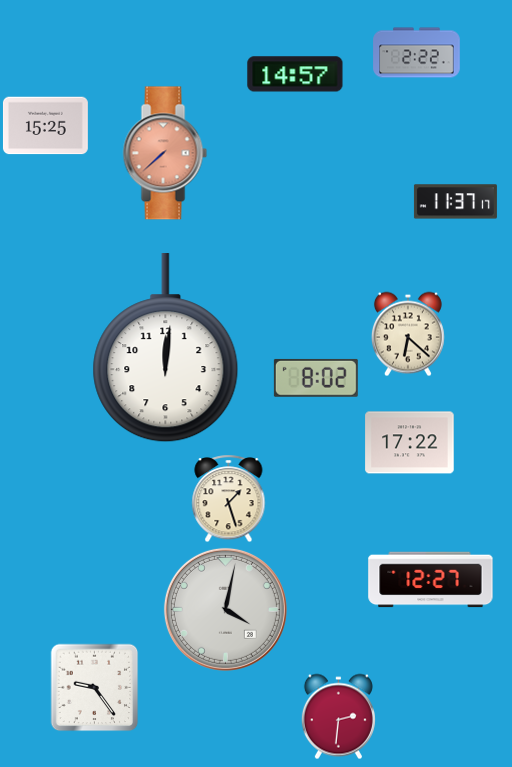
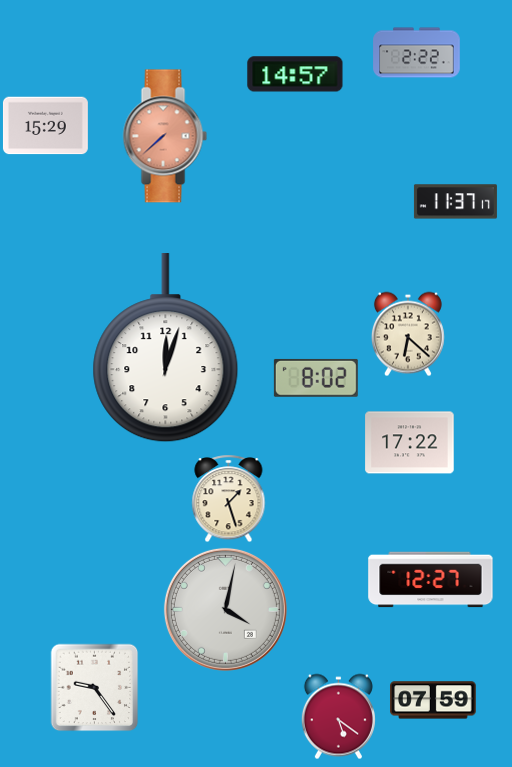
clock at (45, 126): 15:25 -> 15:29
clock at (165, 153) position: (165, 153) -> (165, 136)
clock at (166, 348): 12:01 -> 12:03
clock at (434, 700): none -> 07:59
clock at (338, 717): 2:31 -> 5:21
